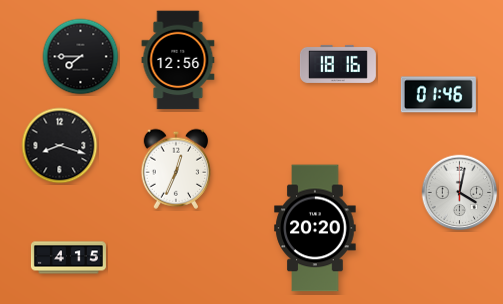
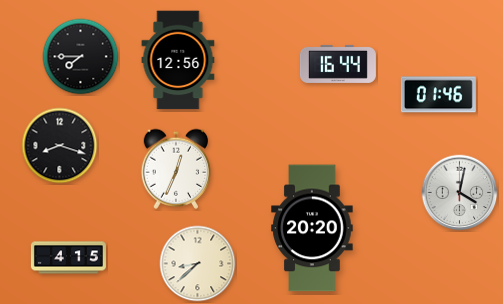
clock at (338, 64): 18:16 -> 16:44
clock at (315, 228) position: (315, 228) -> (312, 228)
clock at (198, 264): none -> 8:38
